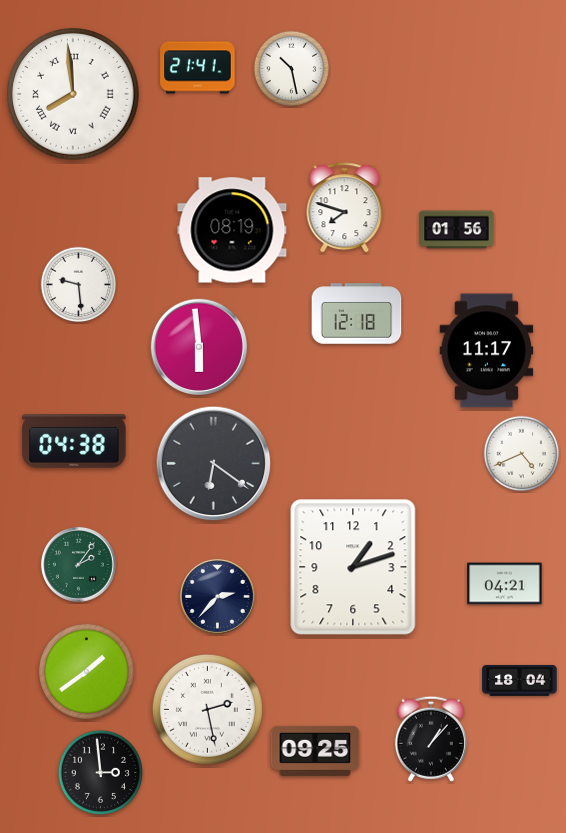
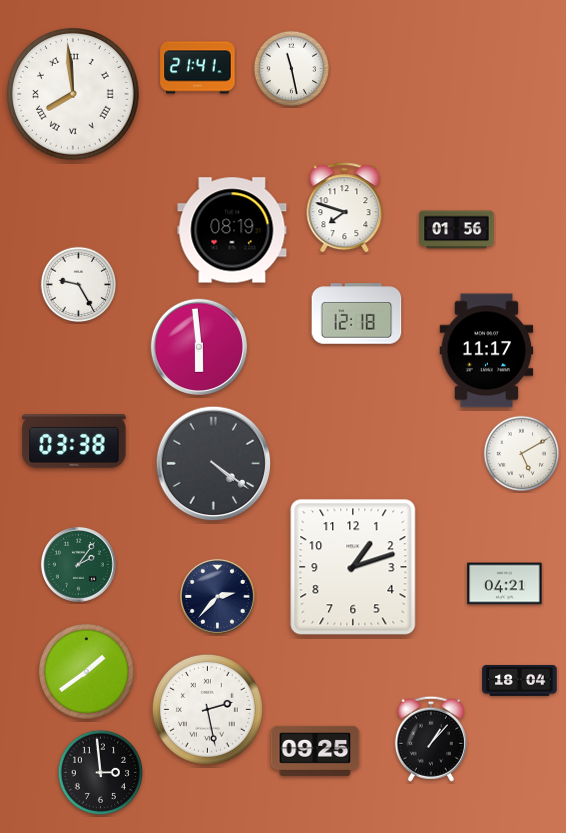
clock at (292, 69): 10:28 -> 11:28
clock at (79, 285): 9:29 -> 9:25
clock at (74, 442): 04:38 -> 03:38
clock at (522, 454): 4:41 -> 5:10
clock at (214, 464): 6:21 -> 4:21
